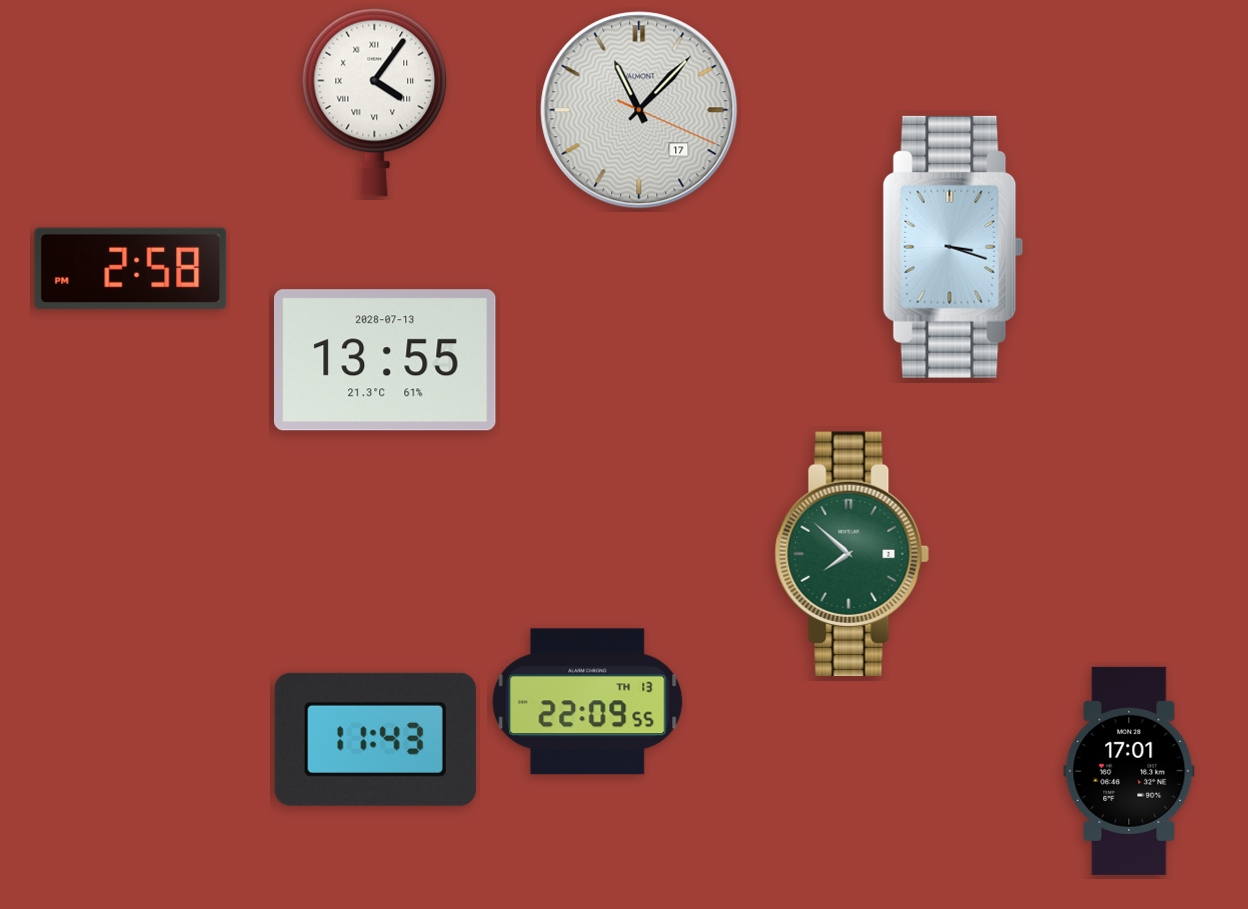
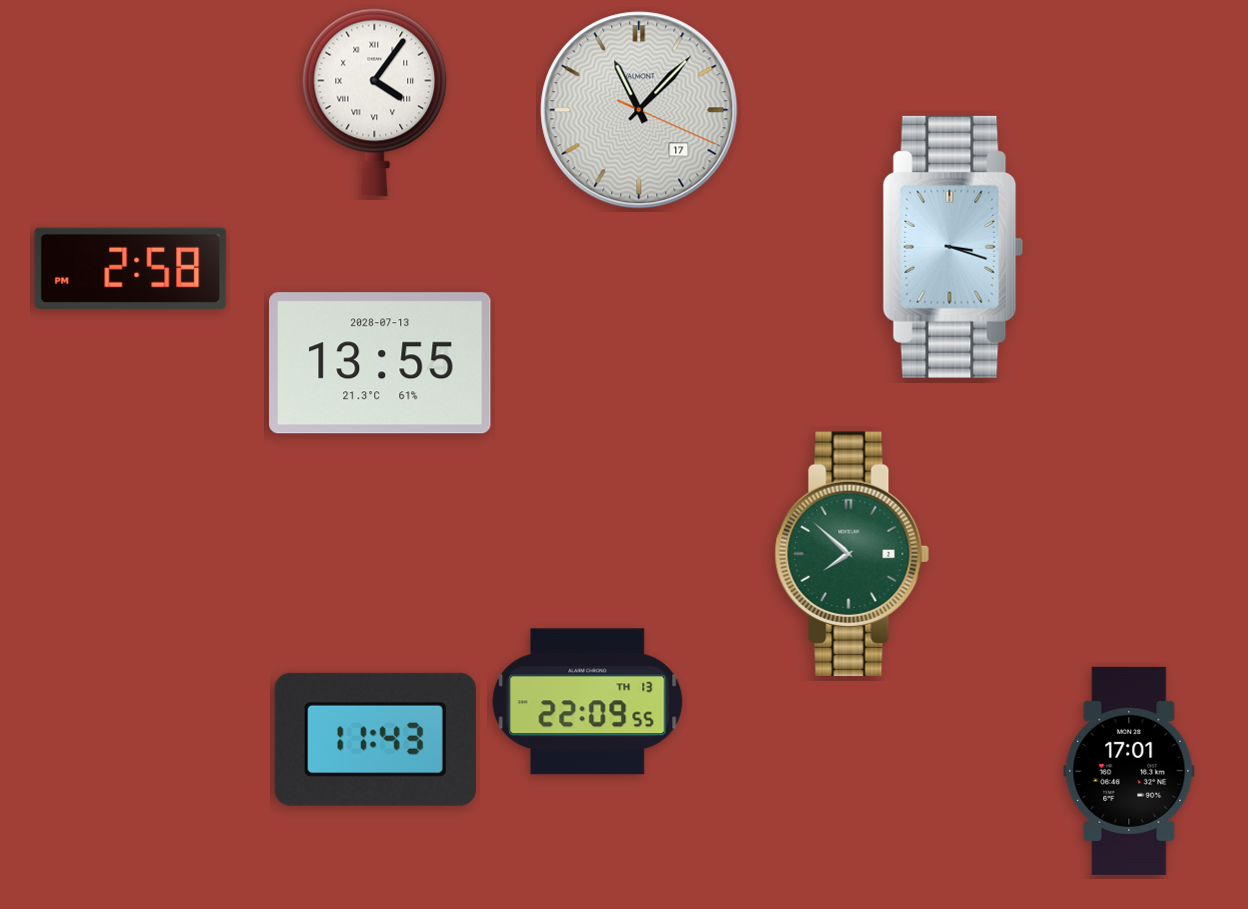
clock at (386, 360) position: (386, 360) -> (381, 363)
